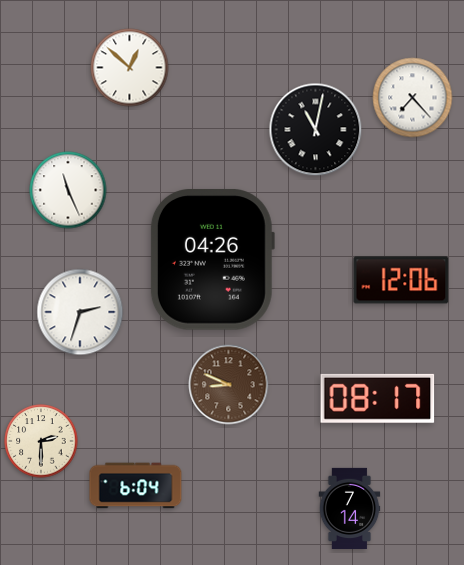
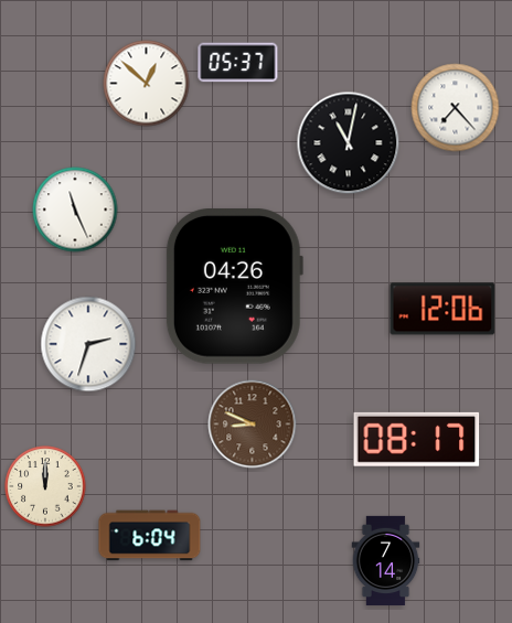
clock at (238, 63): none -> 05:37
clock at (130, 68) position: (130, 68) -> (147, 84)
clock at (41, 441): 2:30 -> 12:00
